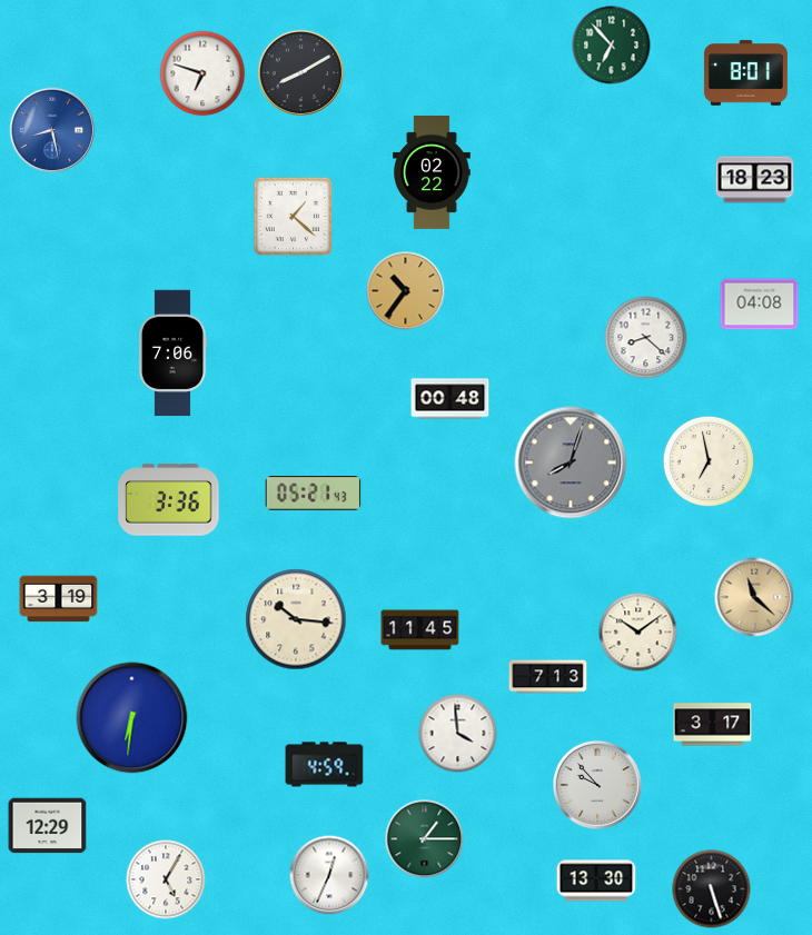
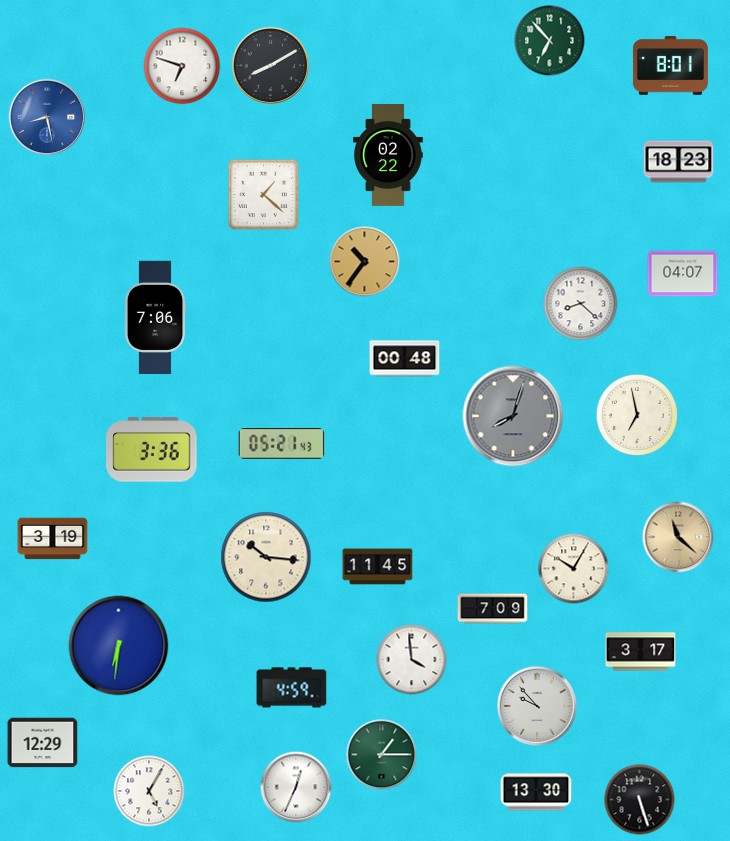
clock at (760, 305): 04:08 -> 04:07
clock at (638, 633): 10:09 -> 10:05
clock at (548, 677): 7:13 -> 7:09
